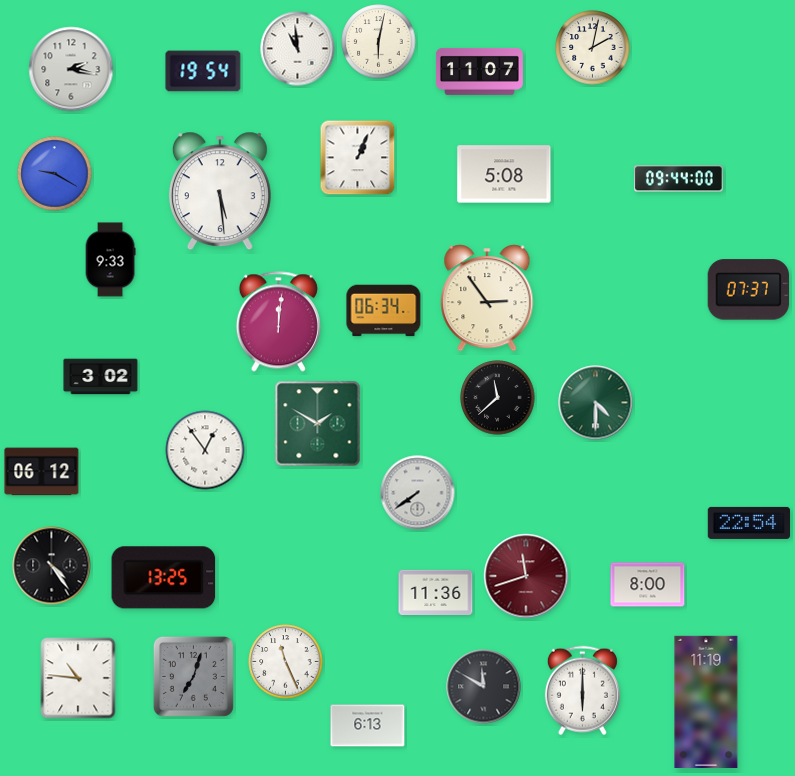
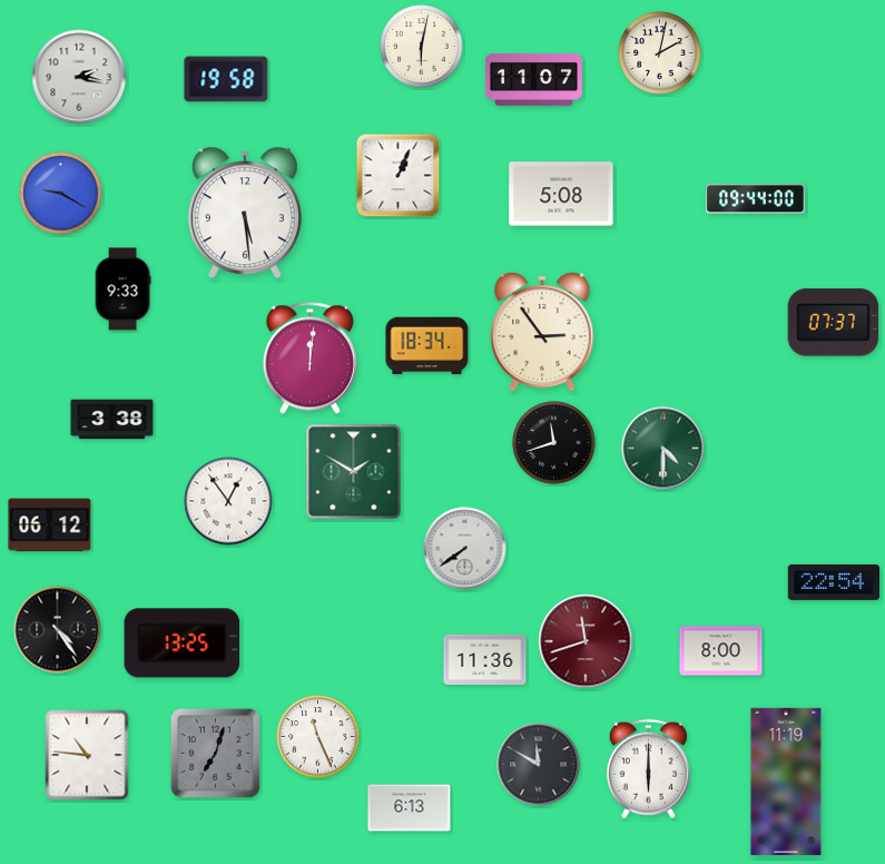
clock at (298, 49): 10:59 -> none
clock at (203, 71): 19:54 -> 19:58
clock at (384, 311): 06:34 -> 18:34
clock at (101, 377): 3:02 -> 3:38
clock at (498, 398): 11:38 -> 11:42
clock at (42, 472) position: (42, 472) -> (50, 526)
